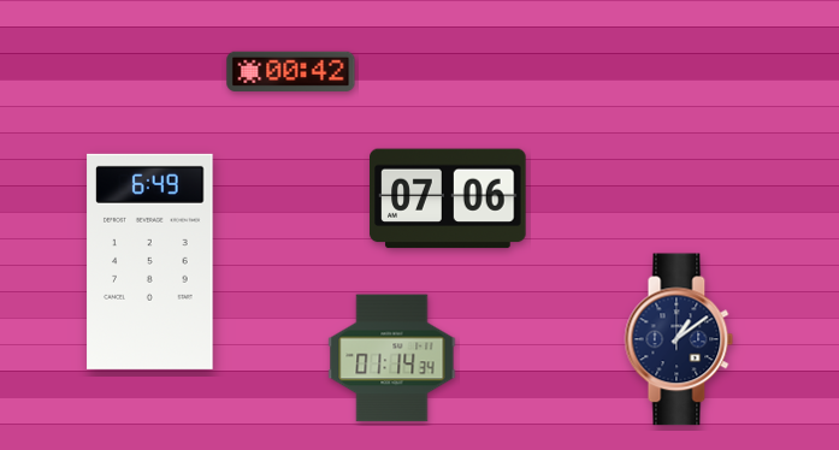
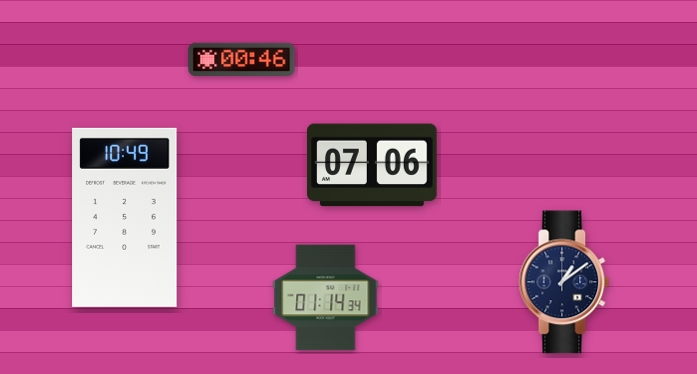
clock at (291, 71): 00:42 -> 00:46
clock at (150, 261): 6:49 -> 10:49
